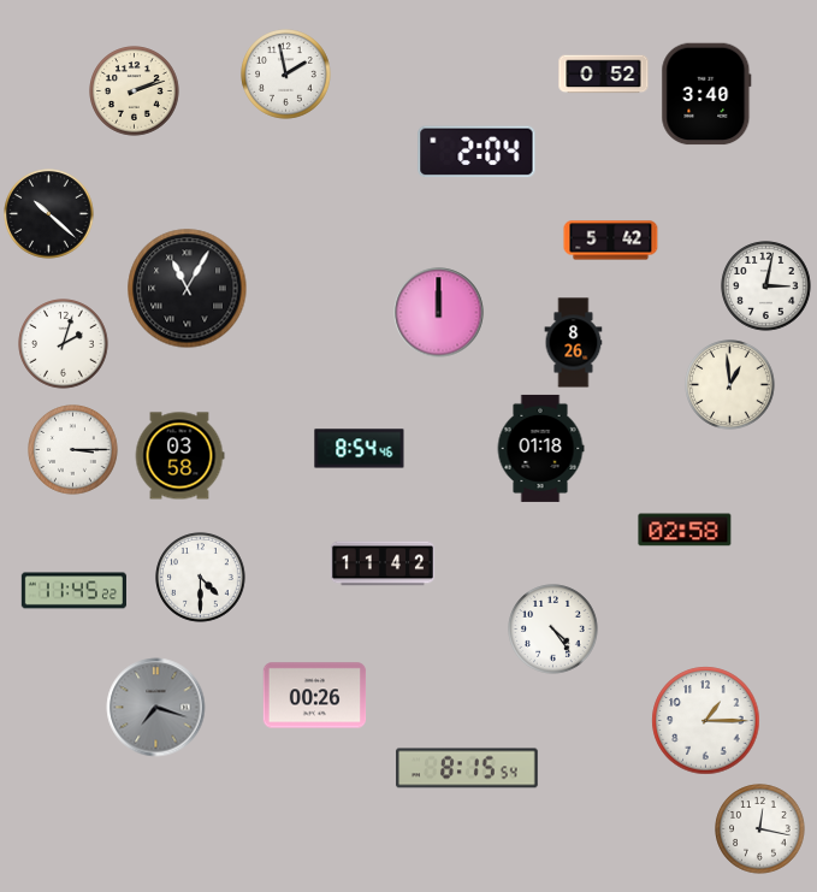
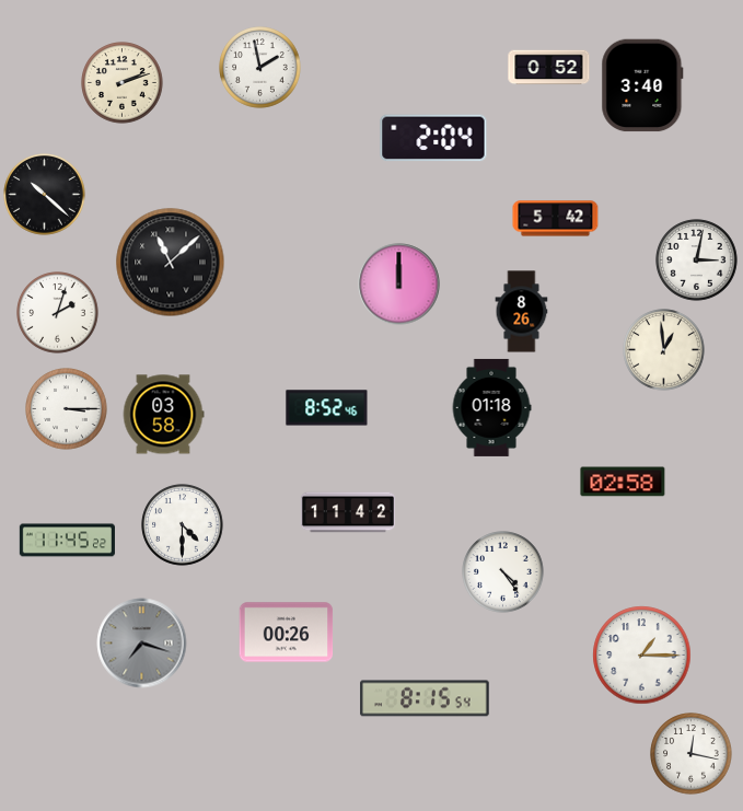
clock at (188, 289): 11:05 -> 11:08
clock at (360, 449): 8:54 -> 8:52
clock at (73, 591) position: (73, 591) -> (67, 541)
